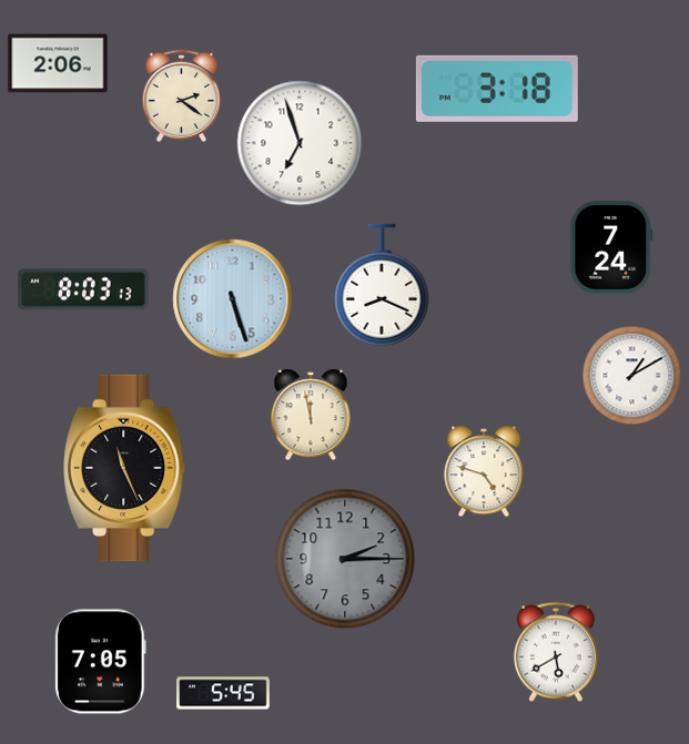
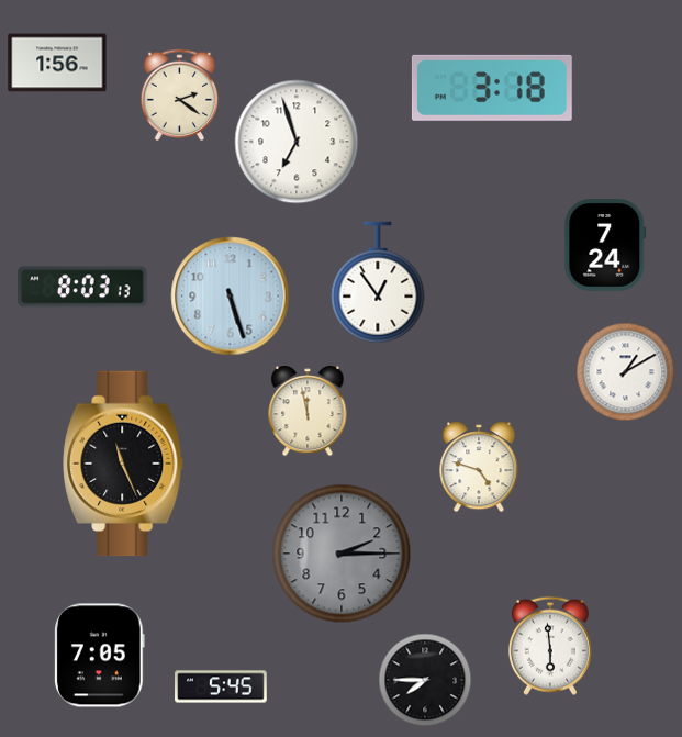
clock at (58, 63): 2:06 -> 1:56
clock at (382, 285): 8:19 -> 12:54
clock at (556, 652): 5:40 -> 5:59
clock at (425, 680): none -> 7:45
